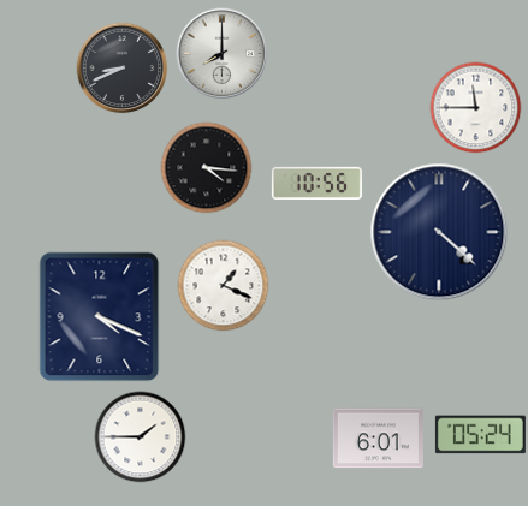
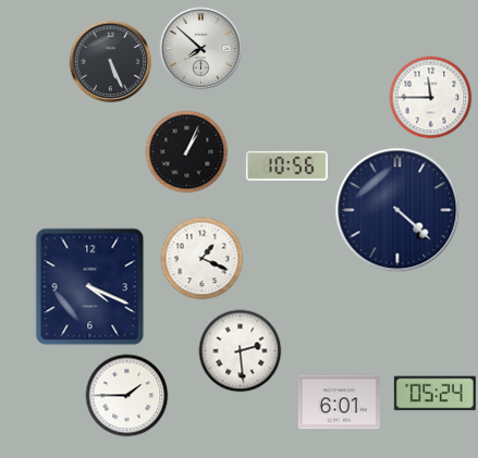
clock at (223, 54): 8:00 -> 7:52
clock at (123, 69): 8:41 -> 5:26
clock at (207, 168): 4:16 -> 1:04
clock at (241, 351): none -> 2:29
clock at (378, 439) position: (378, 439) -> (339, 403)
